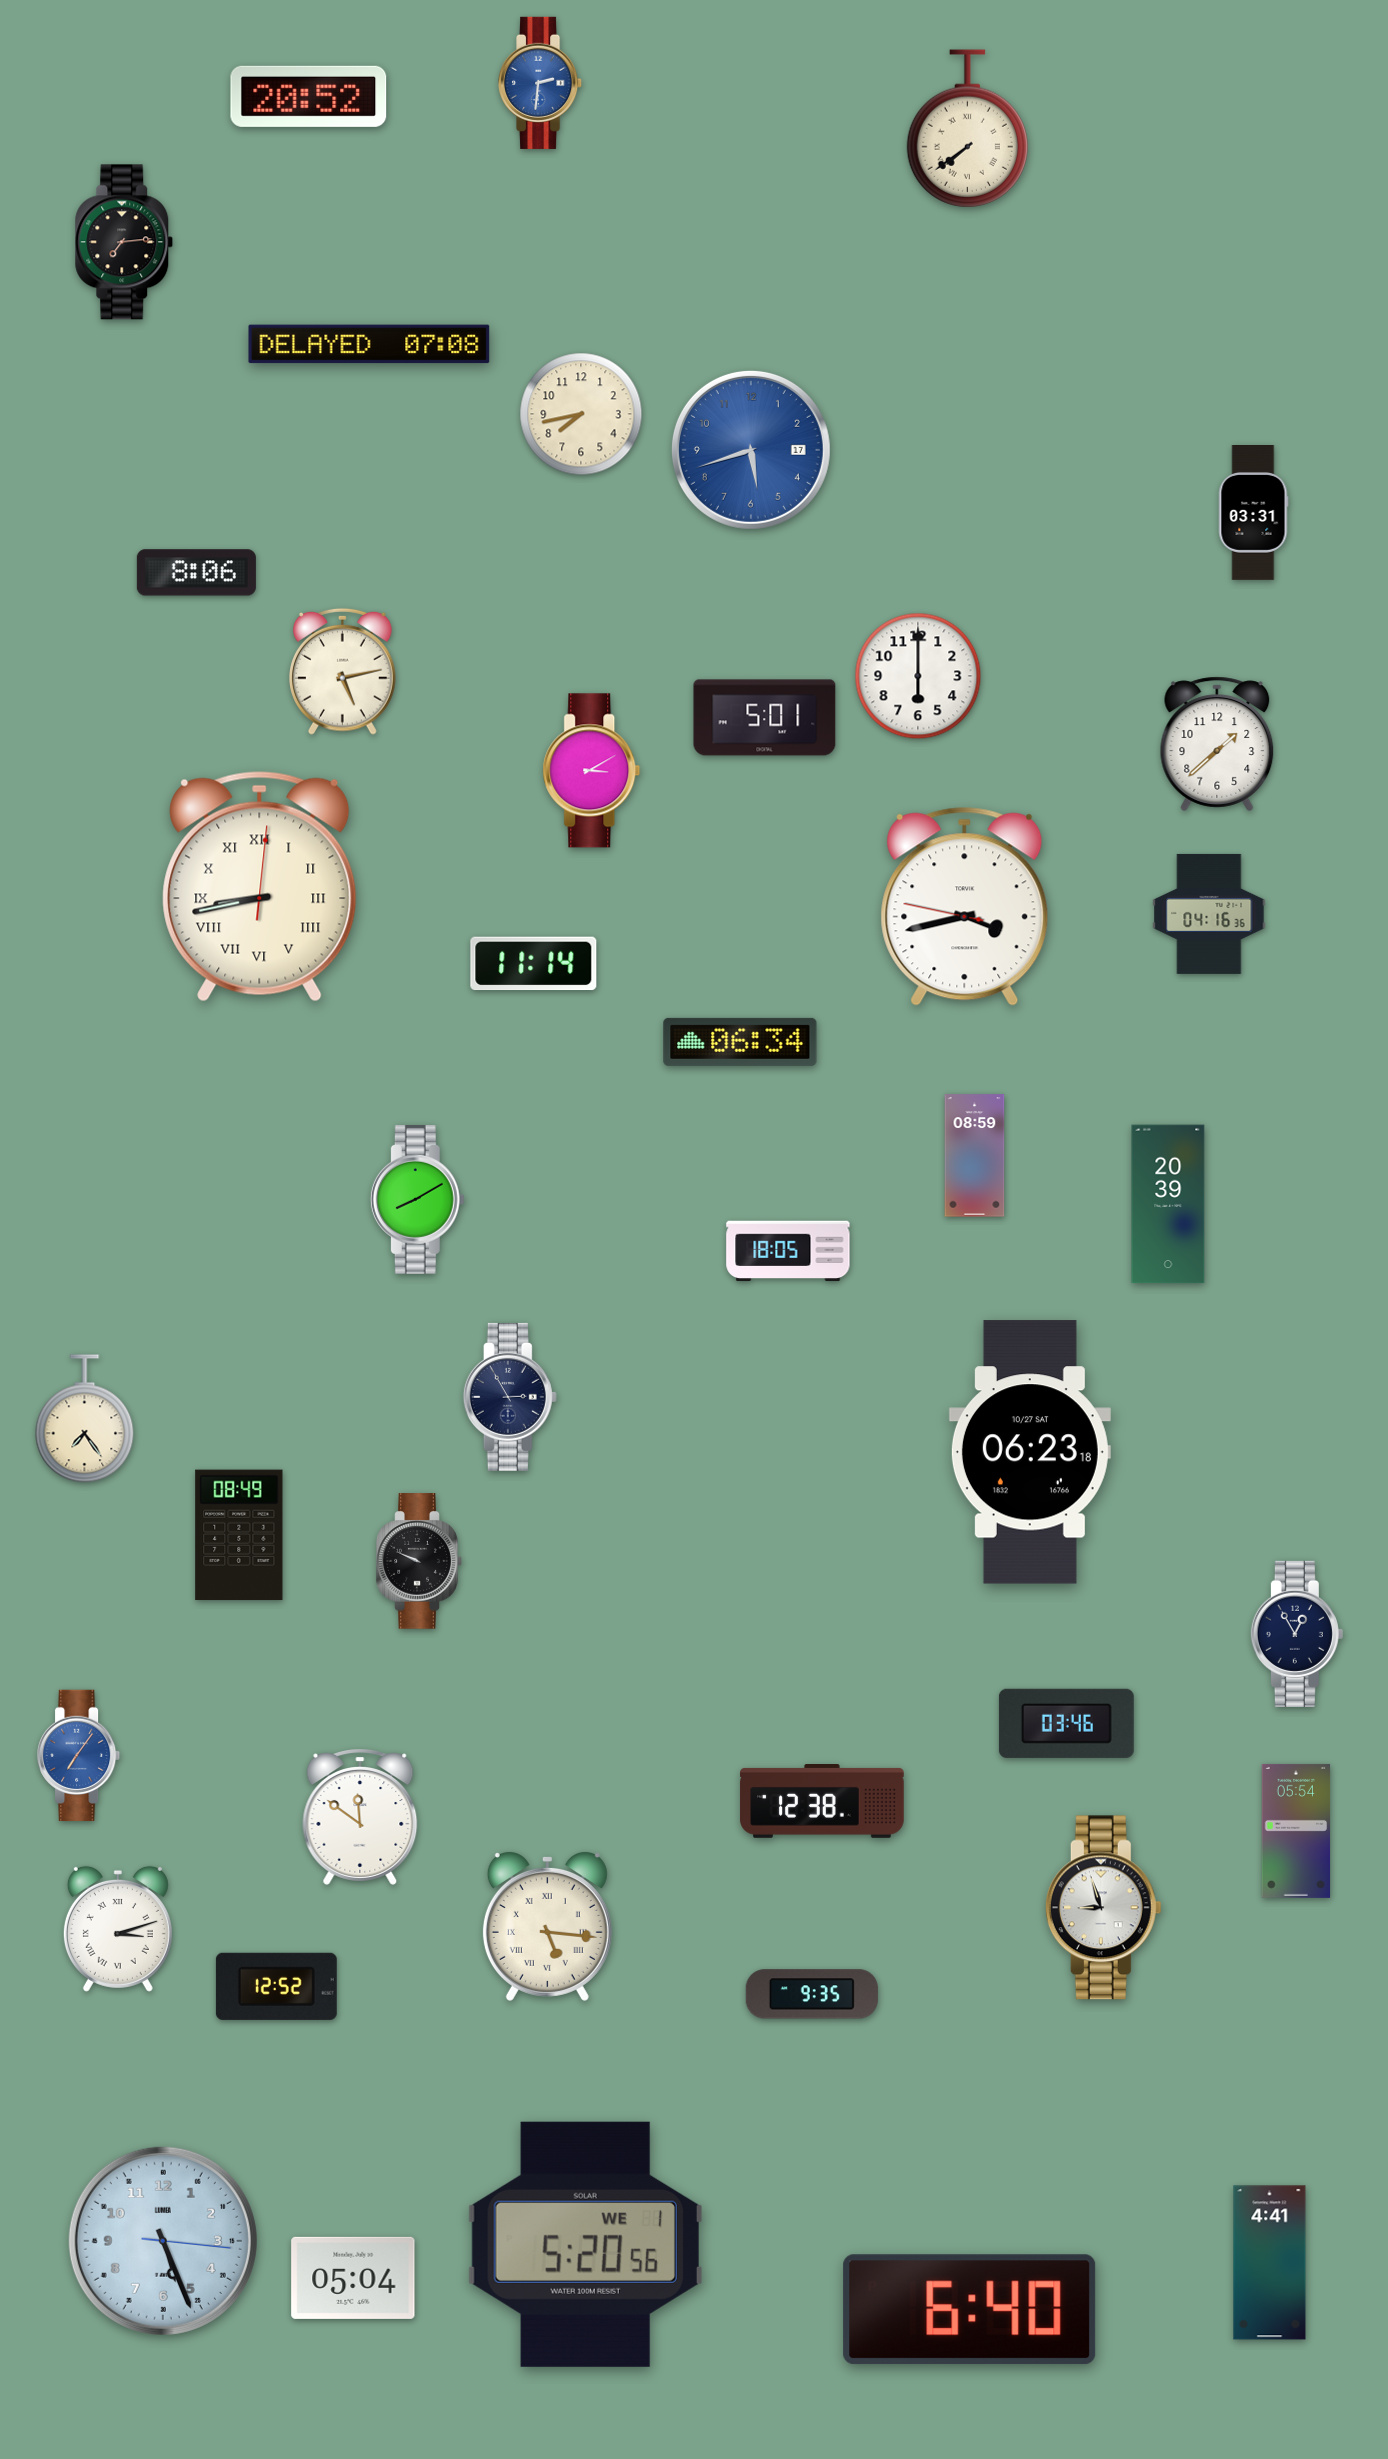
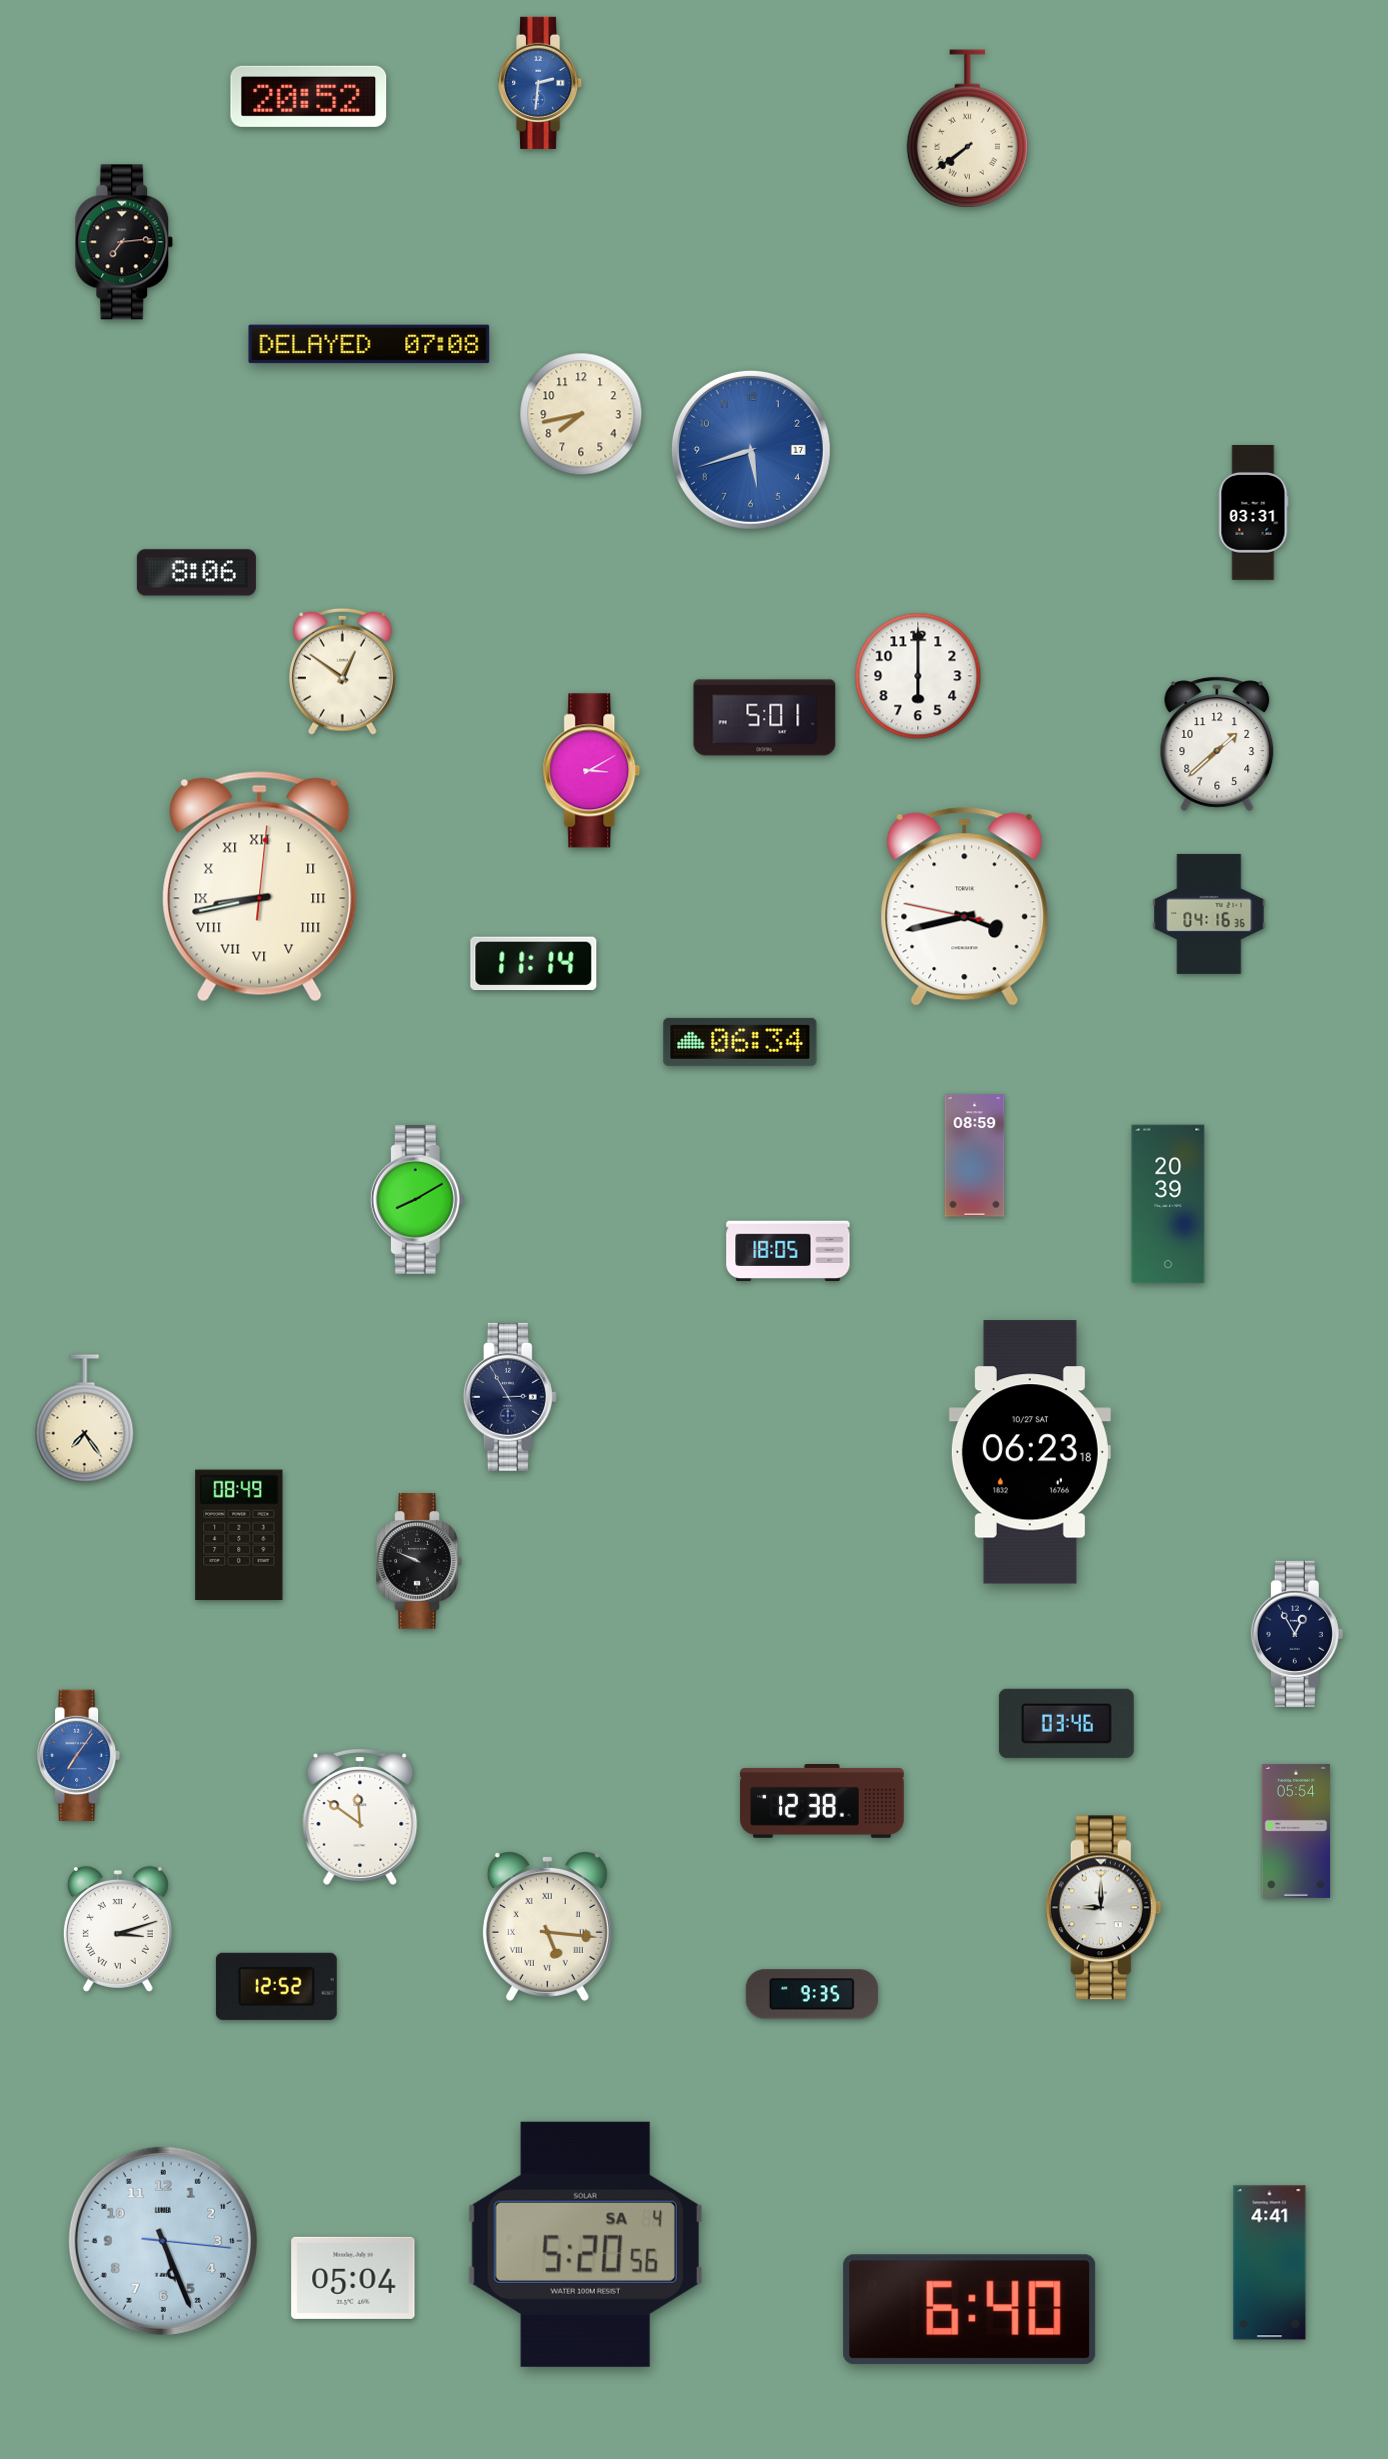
clock at (343, 671): 5:13 -> 12:51
clock at (1103, 1908): 8:57 -> 9:00
clock at (585, 2244) date: WE 1 -> SA 4
